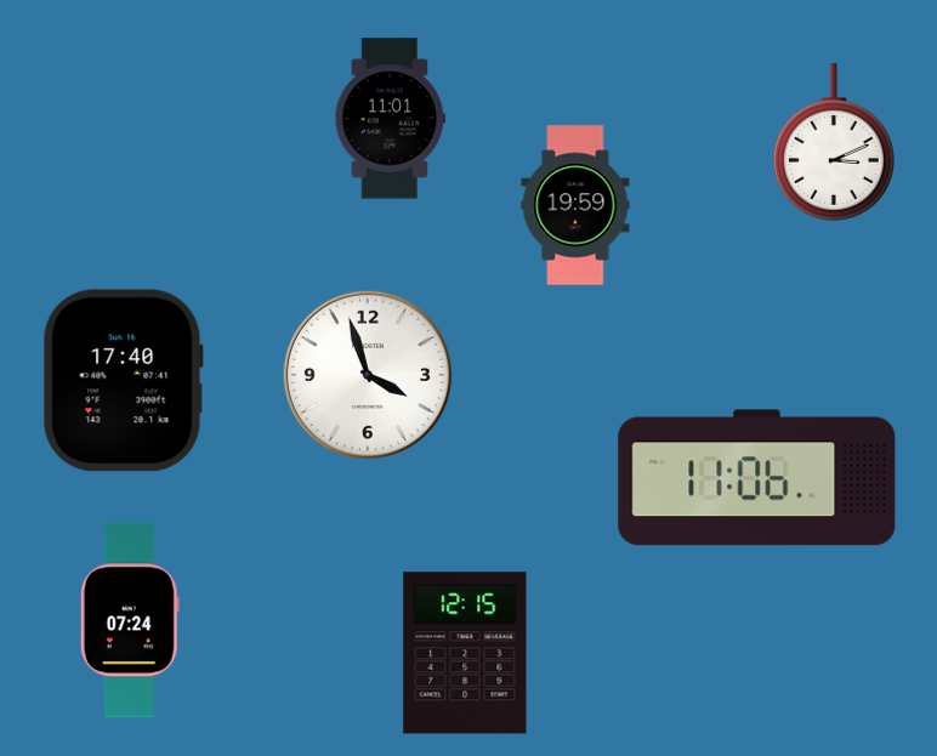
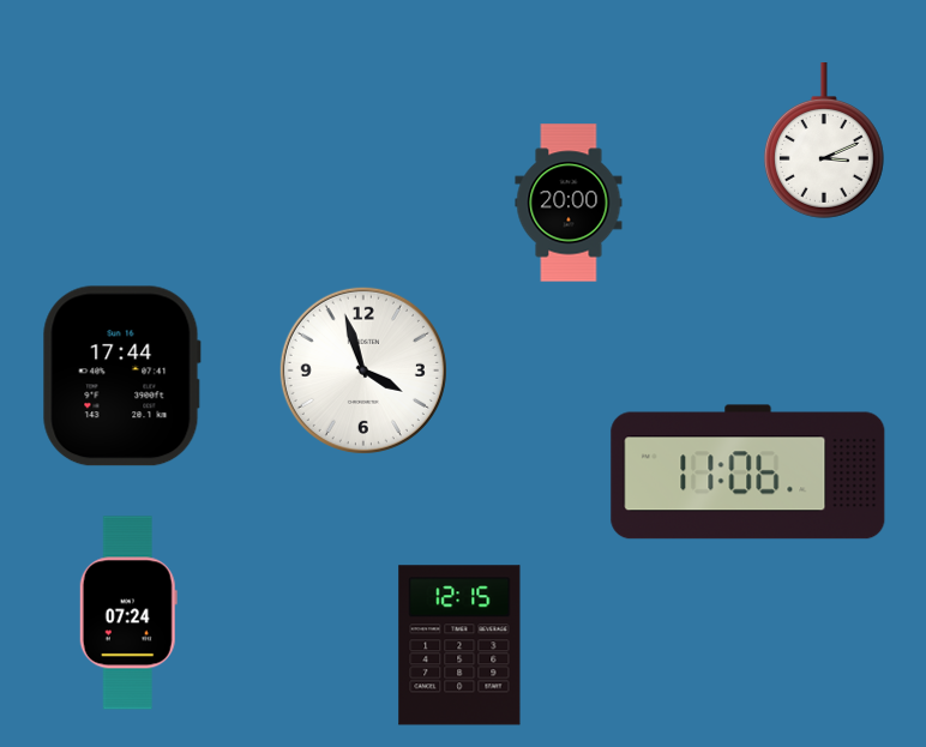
clock at (391, 119): 11:01 -> none
clock at (575, 205): 19:59 -> 20:00
clock at (123, 381): 17:40 -> 17:44
